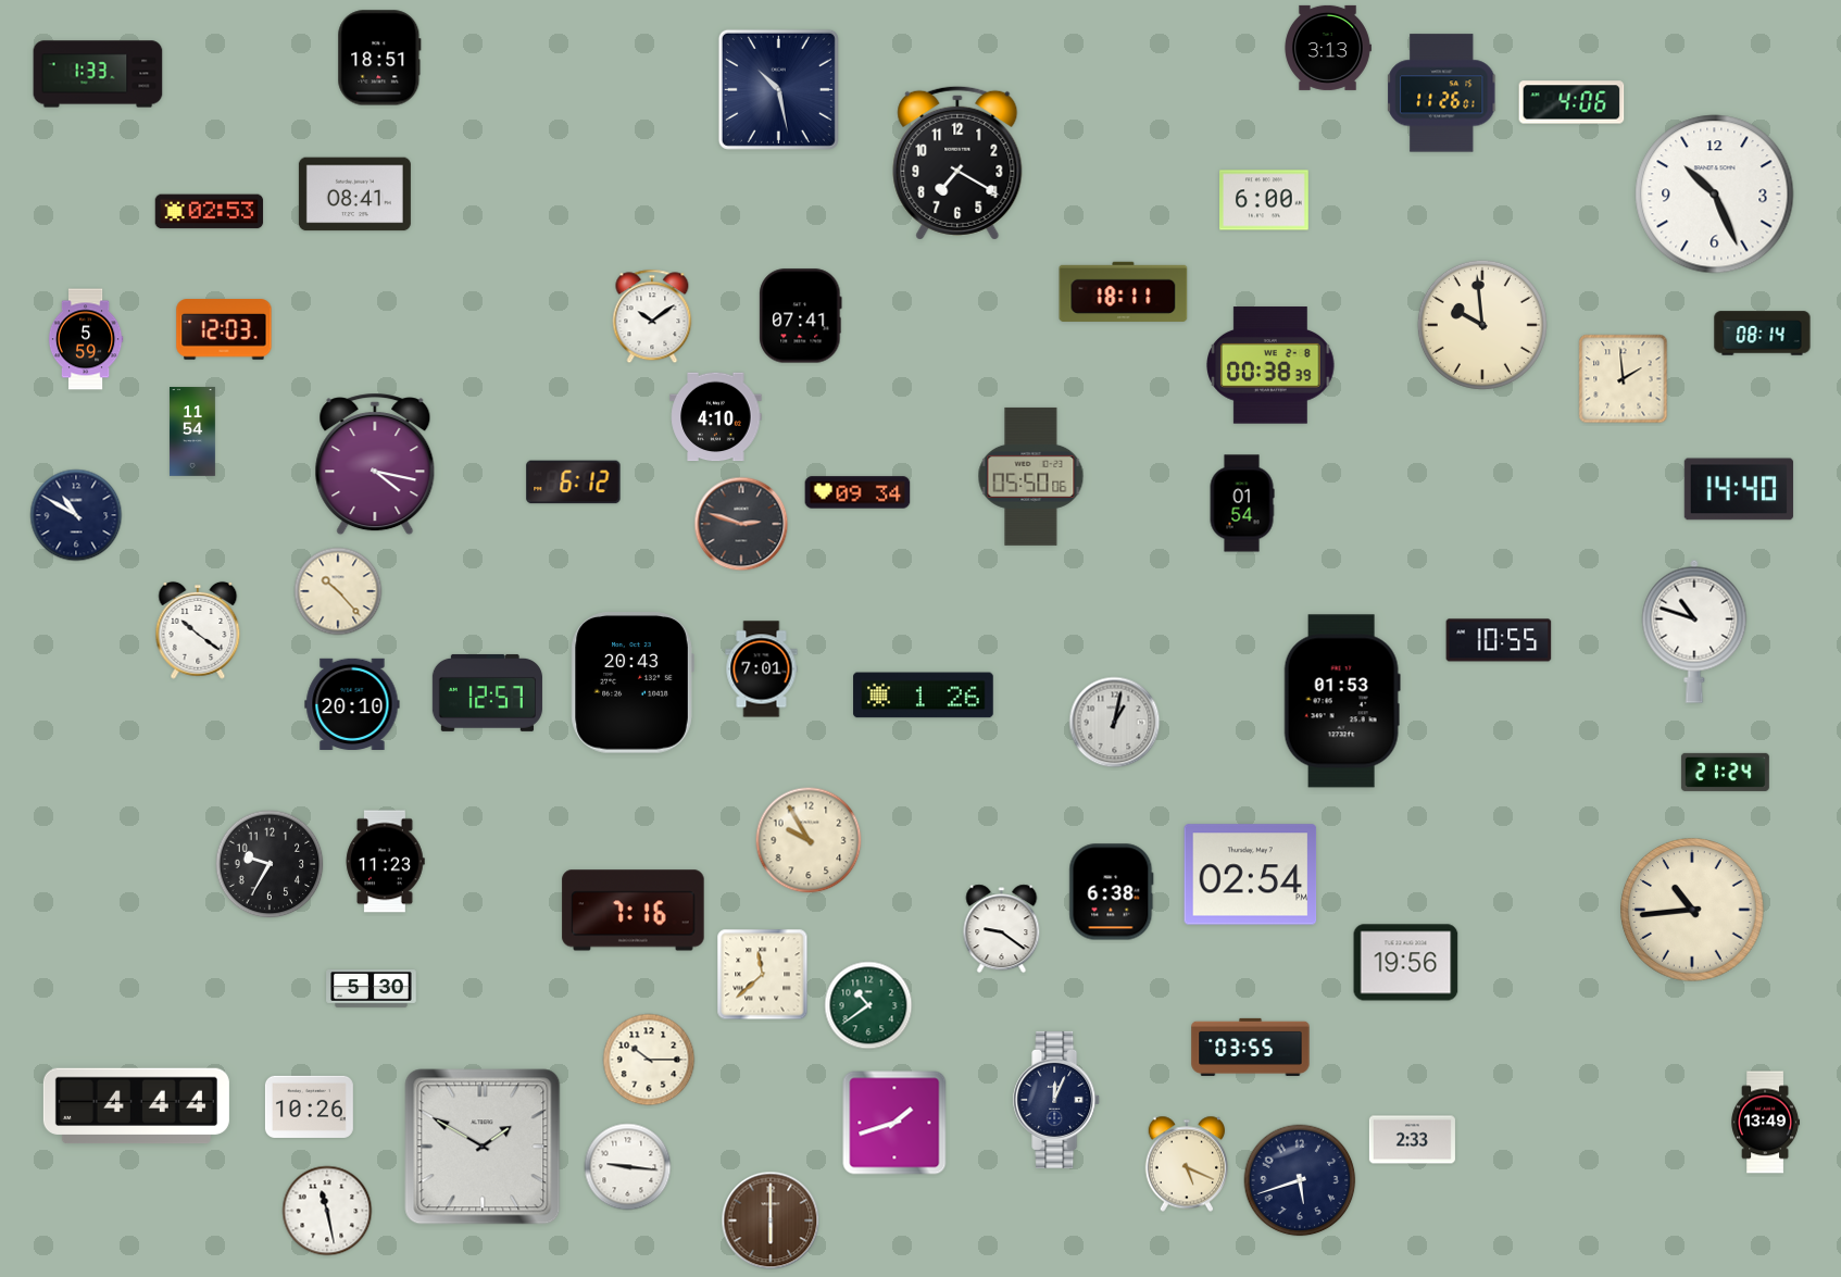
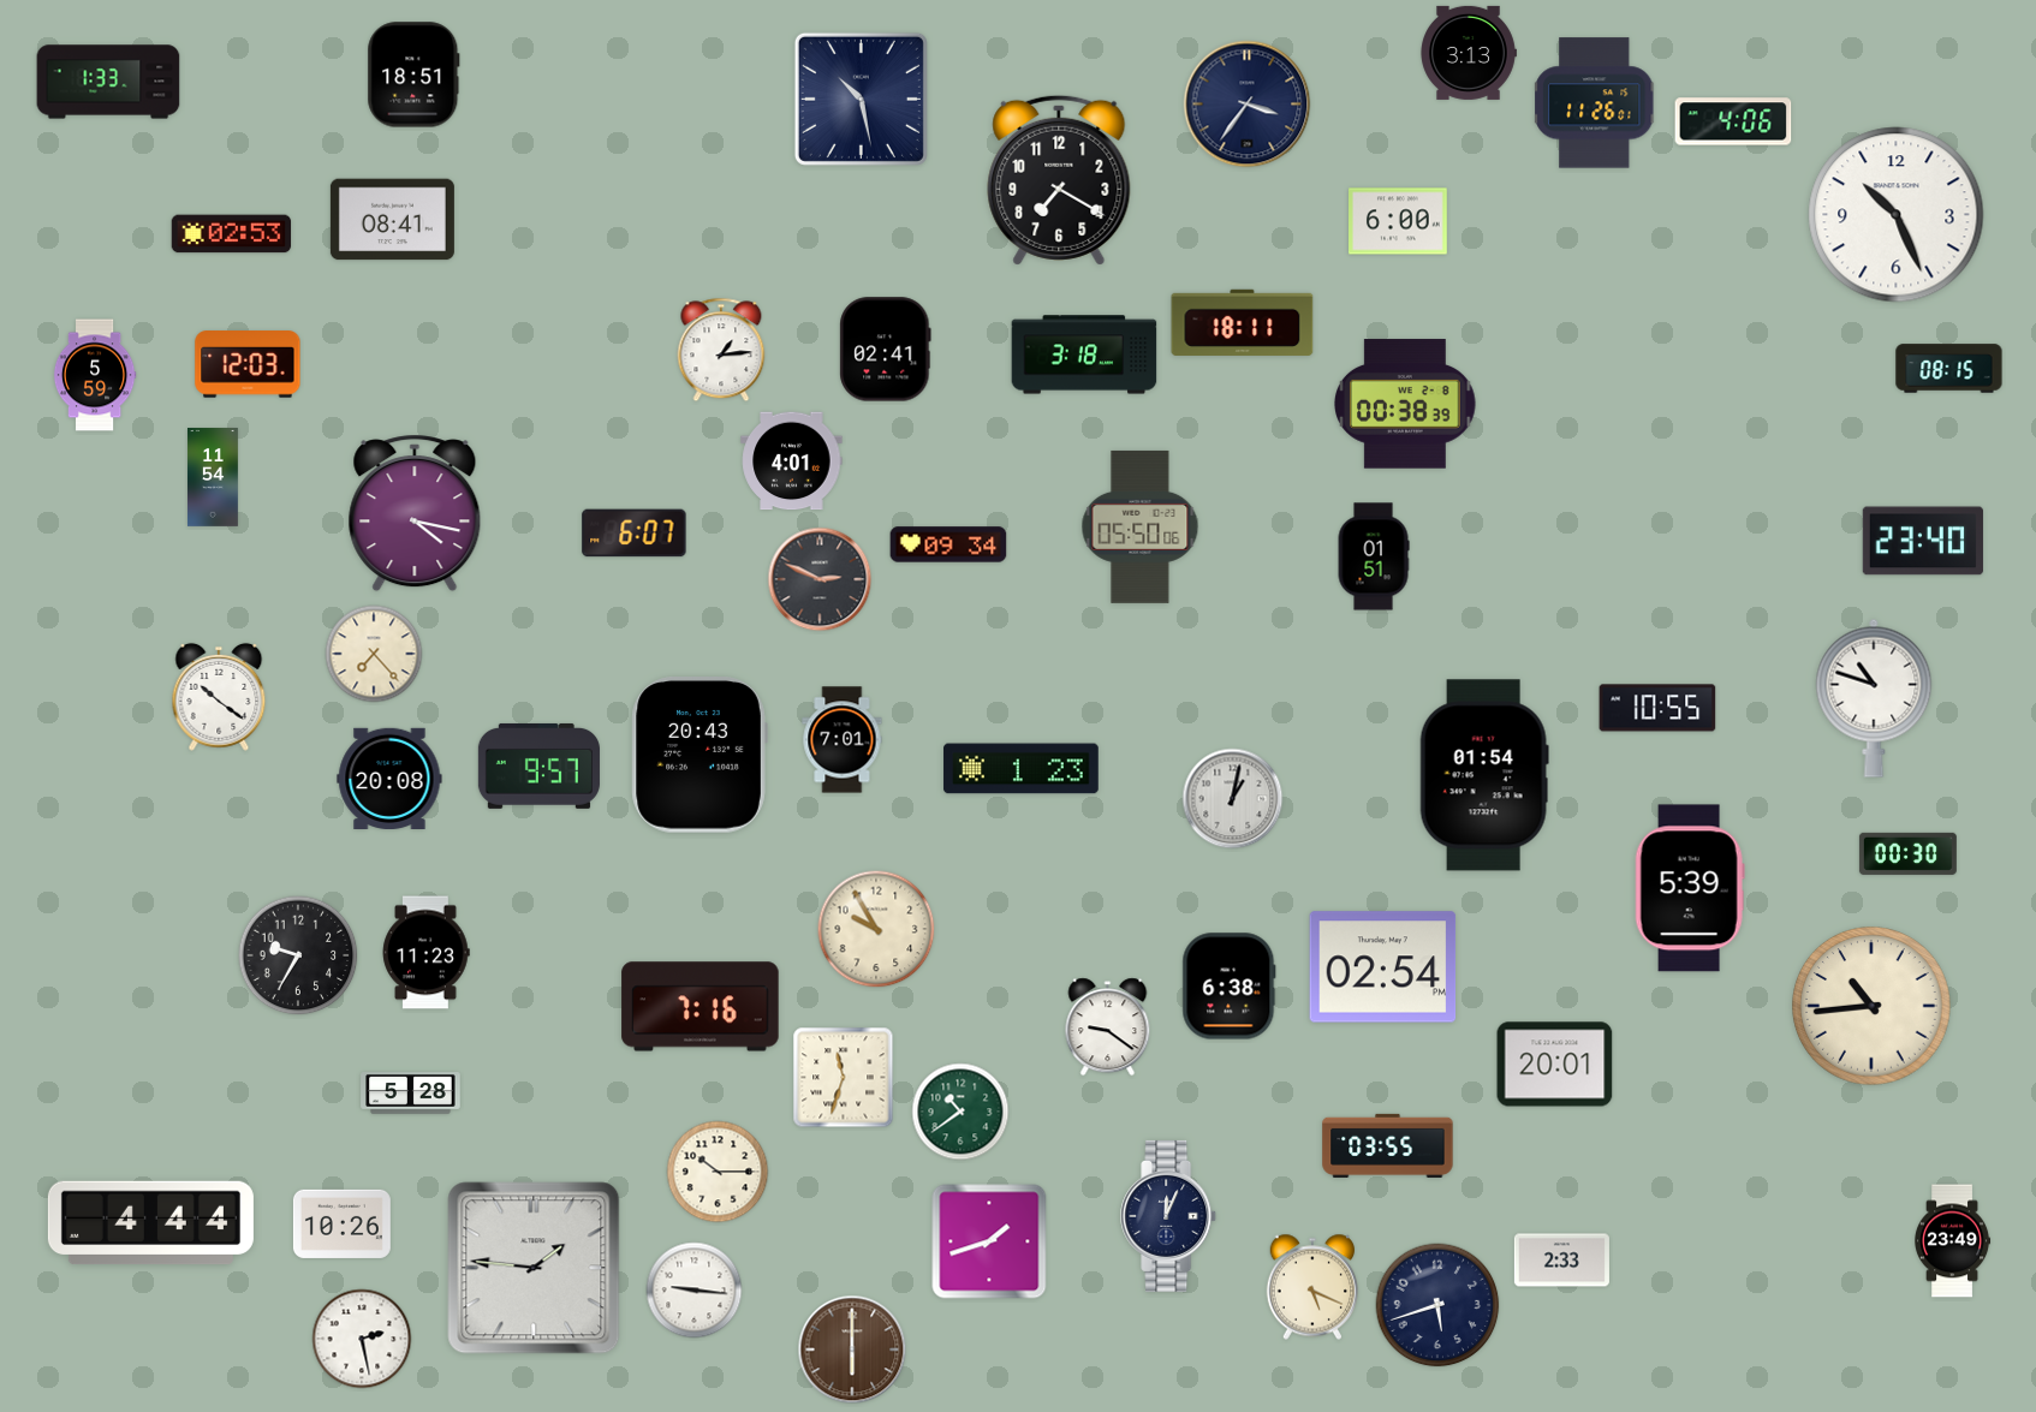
clock at (379, 58) position: (379, 58) -> (413, 75)
clock at (1248, 105): none -> 3:36
clock at (1571, 102) position: (1571, 102) -> (1733, 121)
clock at (354, 195) position: (354, 195) -> (392, 220)
clock at (652, 316): 10:09 -> 1:14
clock at (801, 316): 07:41 -> 02:41
clock at (1084, 355): none -> 3:18
clock at (1482, 325): 9:59 -> none
clock at (1763, 334): 08:14 -> 08:15
clock at (1624, 379): 1:59 -> none
clock at (716, 417): 4:10 -> 4:01
clock at (574, 483): 6:12 -> 6:07
clock at (1738, 489): 14:40 -> 23:40
clock at (1242, 503): 01:54 -> 01:51
clock at (76, 515): 10:50 -> none
clock at (741, 524): 2:48 -> 2:49
clock at (338, 591): 10:23 -> 7:23
clock at (487, 692): 12:57 -> 9:57
clock at (924, 696): 1:26 -> 1:23
clock at (1342, 701): 01:53 -> 01:54
clock at (352, 703): 20:10 -> 20:08
clock at (1725, 772): 21:24 -> 00:30
clock at (1690, 888): none -> 5:39
clock at (809, 840) position: (809, 840) -> (876, 929)
clock at (1406, 963): 19:56 -> 20:01
clock at (763, 975): 11:38 -> 11:33
clock at (372, 989): 5:30 -> 5:28
clock at (1251, 1047) position: (1251, 1047) -> (1388, 1145)
clock at (1766, 1123): 13:49 -> 23:49
clock at (483, 1147): 1:50 -> 1:46
clock at (327, 1211): 11:28 -> 2:28
